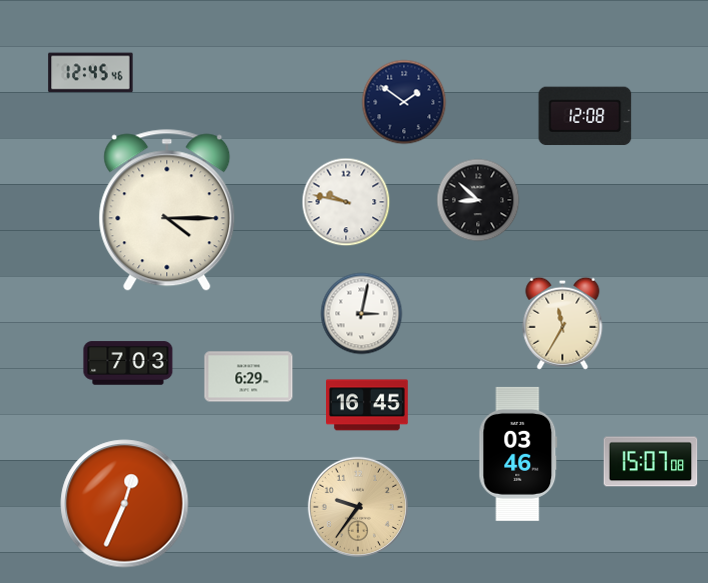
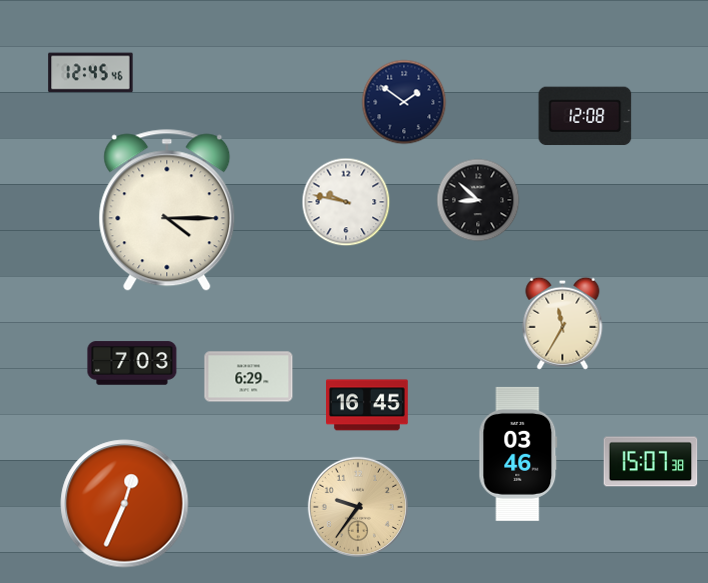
clock at (362, 314): 3:02 -> none
clock at (128, 363) position: (128, 363) -> (132, 363)
clock at (651, 462): 15:07:08 -> 15:07:38
